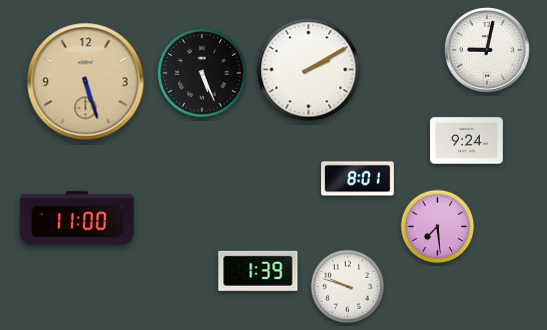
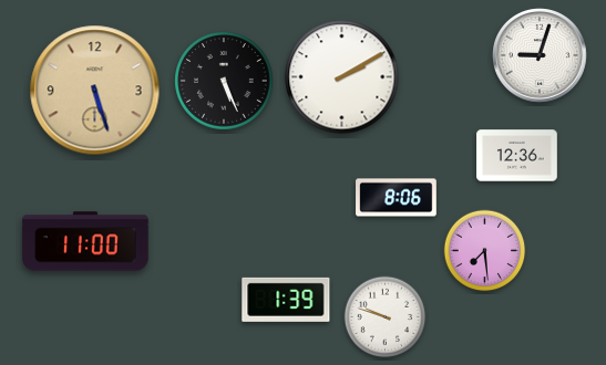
clock at (487, 50): 9:02 -> 9:03
clock at (467, 141): 9:24 -> 12:36
clock at (358, 179): 8:01 -> 8:06
